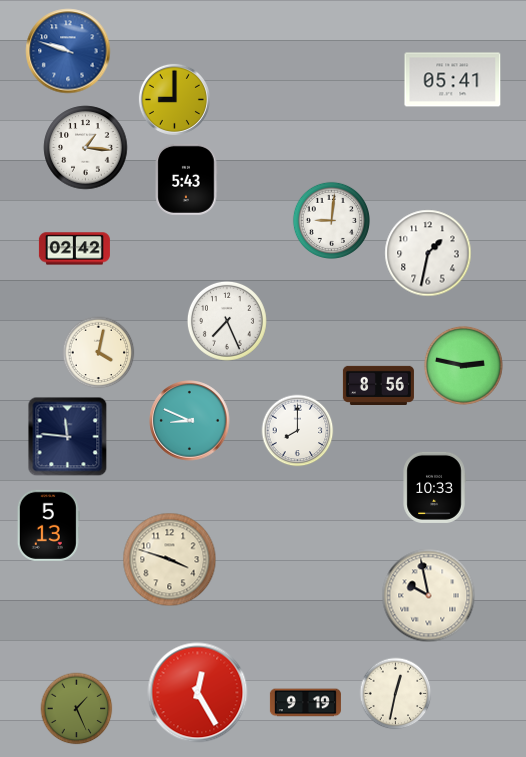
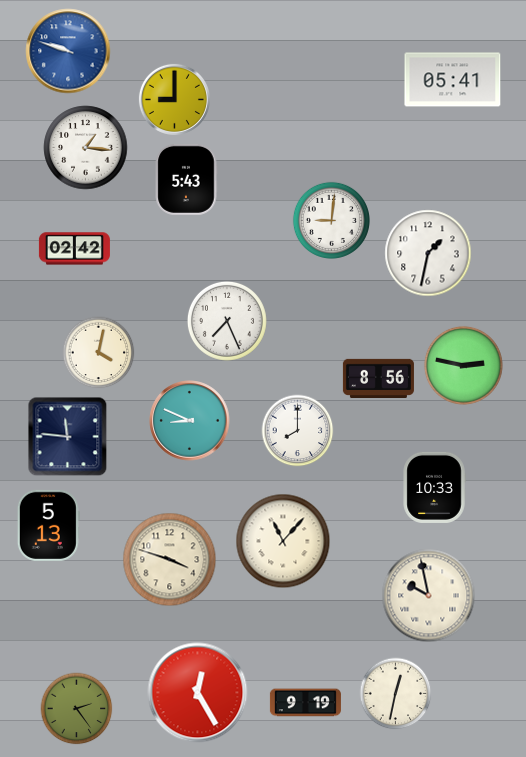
clock at (378, 385) position: (378, 385) -> (378, 378)
clock at (283, 541): none -> 11:07
clock at (77, 709): 1:26 -> 2:24
